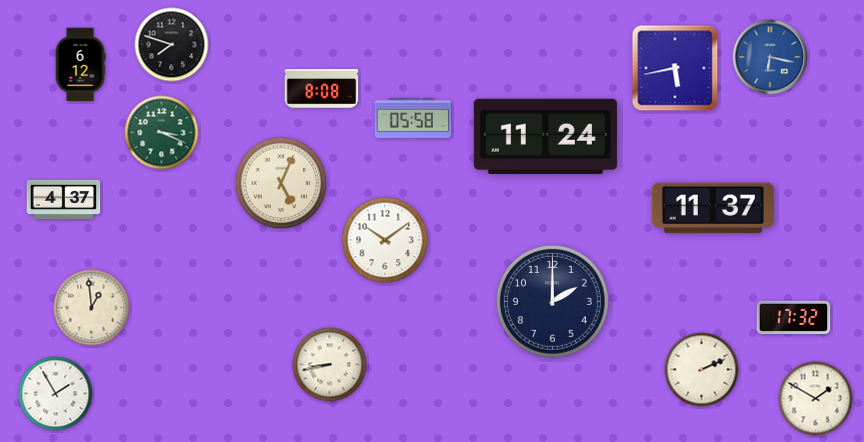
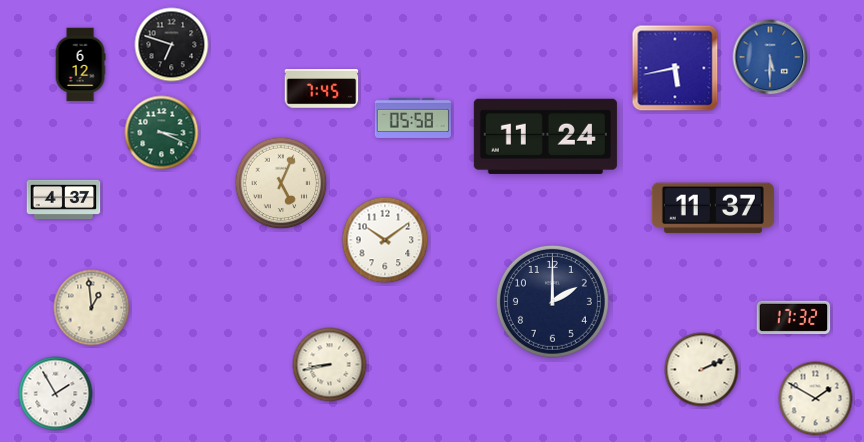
clock at (172, 45): 7:48 -> 6:48
clock at (770, 57): 6:17 -> 5:30
clock at (322, 89): 8:08 -> 7:45
